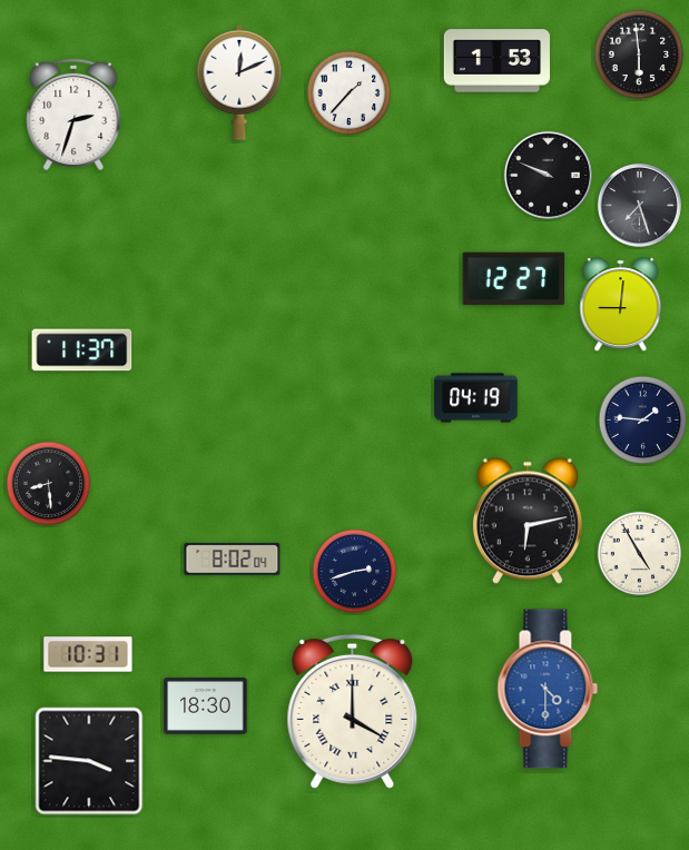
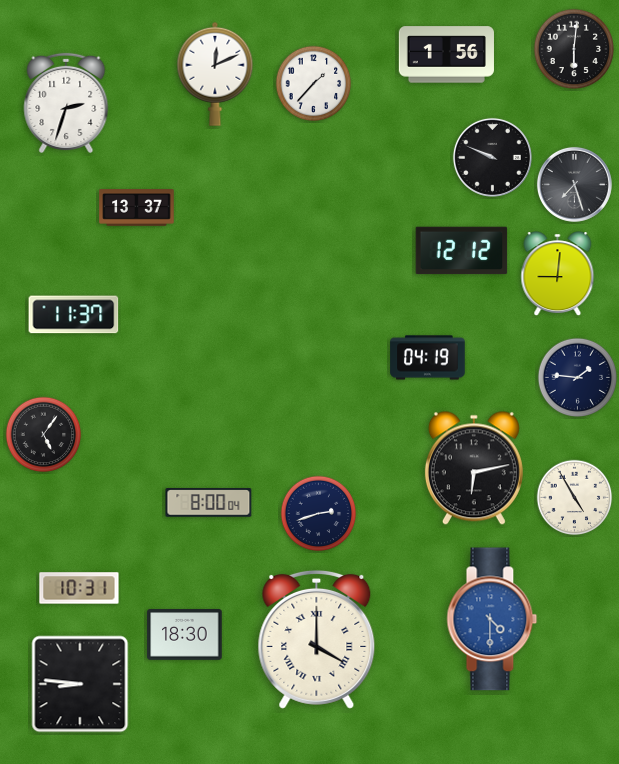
clock at (639, 55): 5:59 -> 6:01
clock at (496, 61): 1:53 -> 1:56
clock at (137, 208): none -> 13:37
clock at (514, 279): 12:27 -> 12:12
clock at (49, 484): 8:29 -> 5:06
clock at (233, 560): 8:02 -> 8:00
clock at (89, 761): 3:46 -> 8:46
